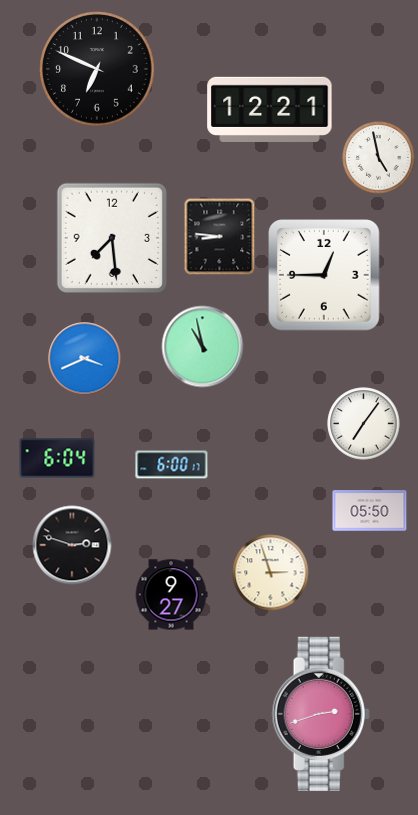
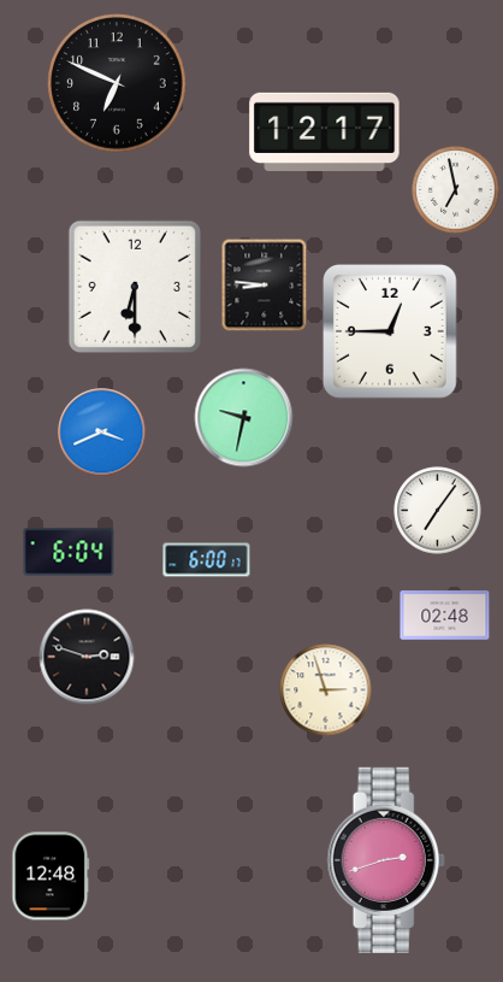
clock at (270, 109): 12:21 -> 12:17
clock at (379, 158): 4:58 -> 6:58
clock at (112, 238): 7:29 -> 6:30
clock at (203, 347): 10:58 -> 9:32
clock at (370, 511): 05:50 -> 02:48
clock at (171, 595): 9:27 -> none
clock at (51, 876): none -> 12:48
